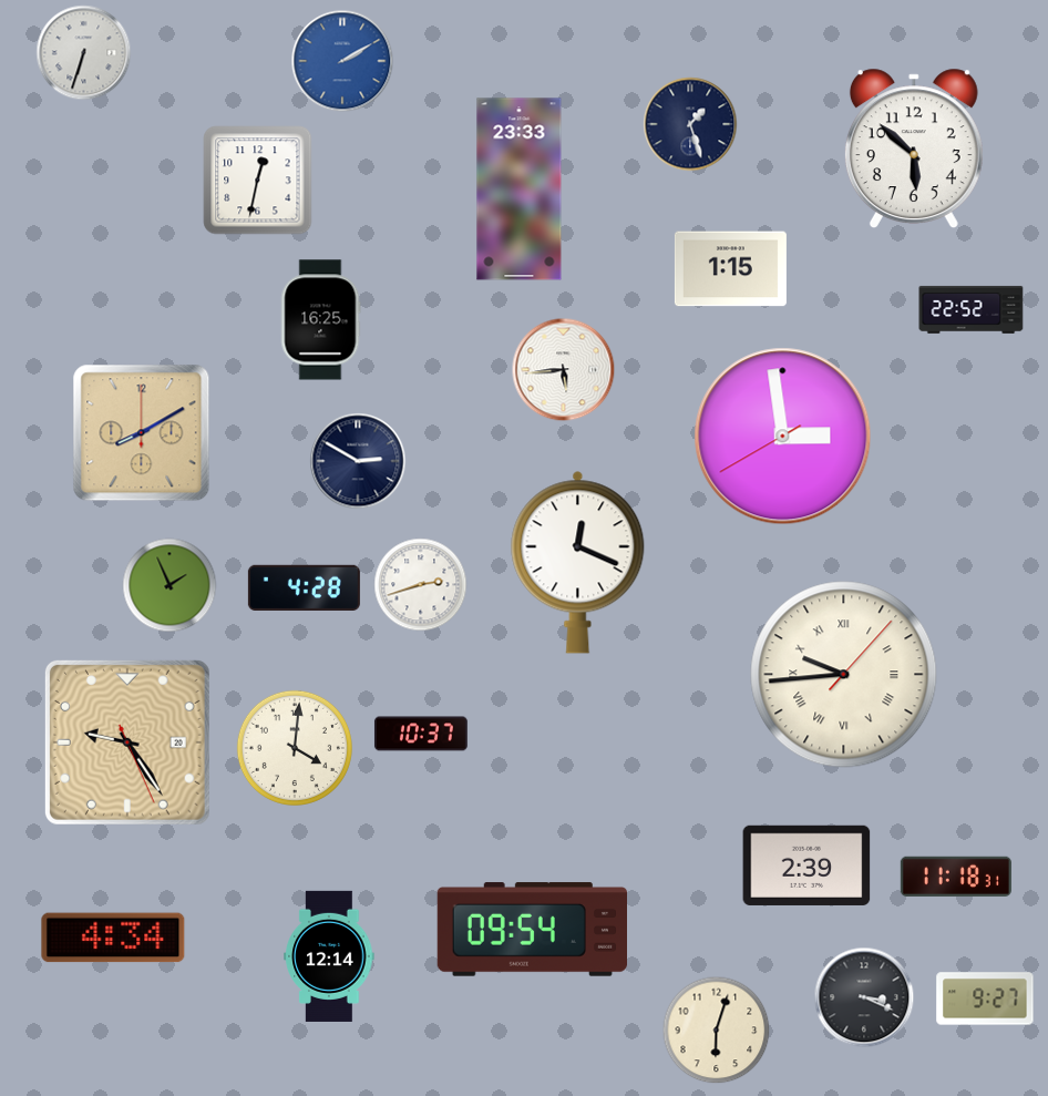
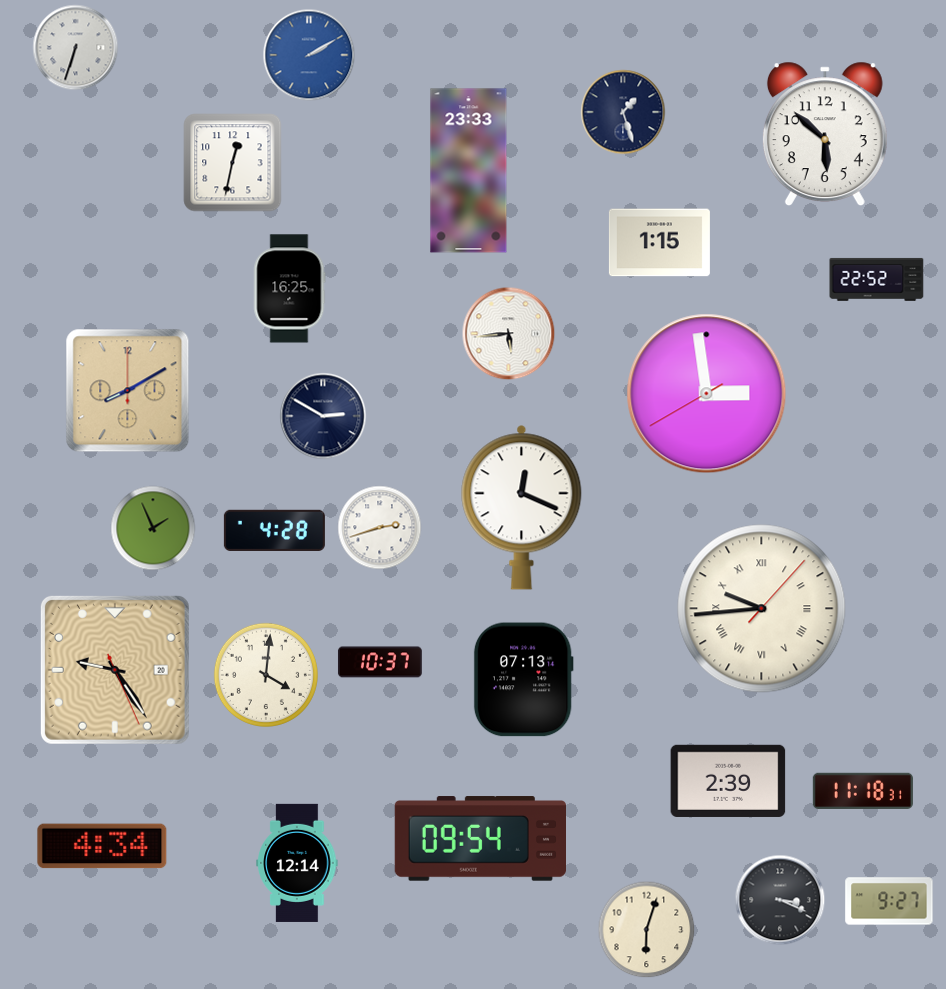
clock at (523, 680): none -> 07:13
